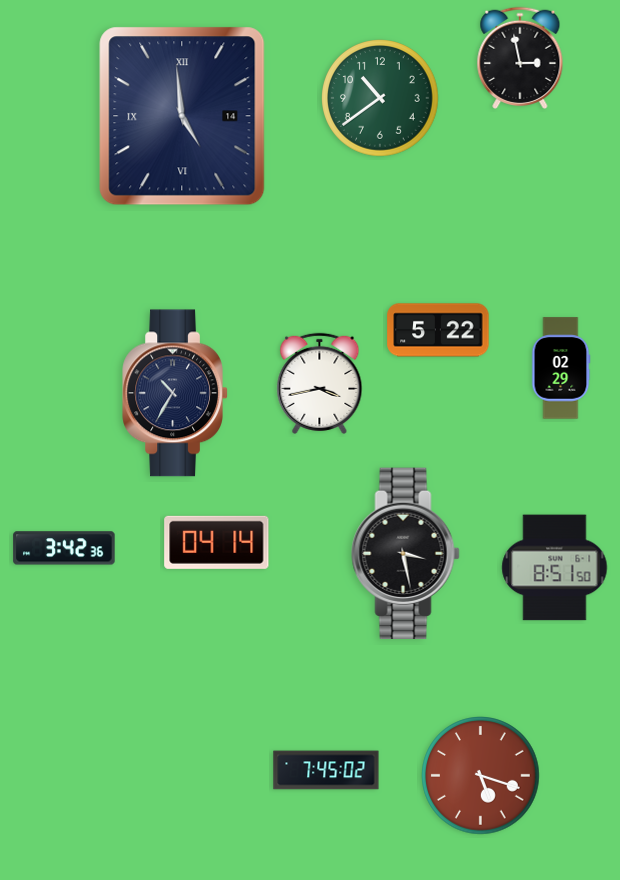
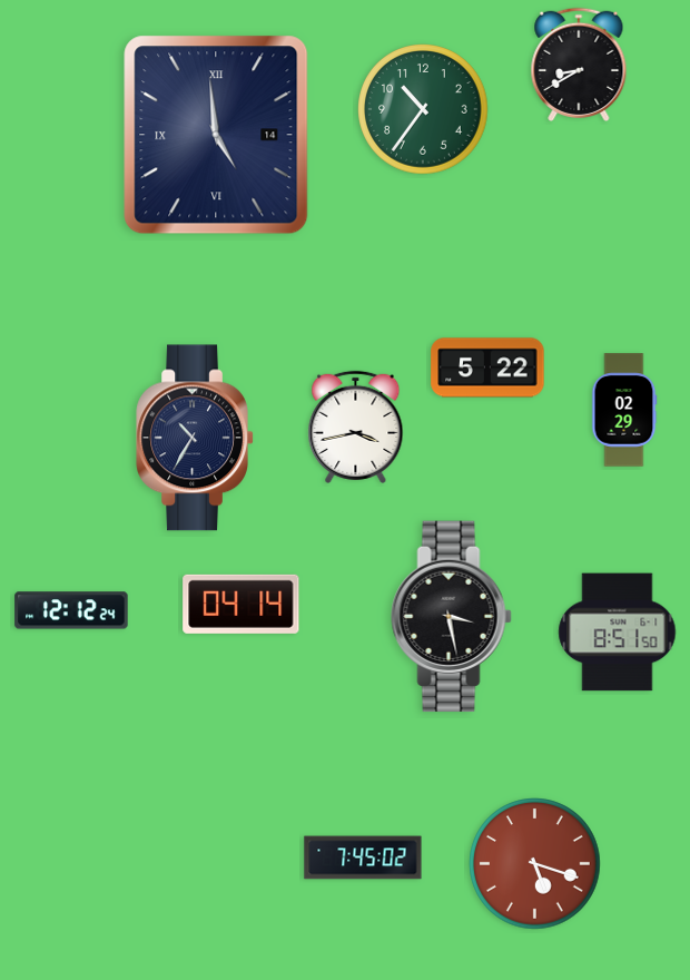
clock at (520, 58): 2:58 -> 8:40
clock at (380, 98): 10:39 -> 10:36
clock at (182, 116) position: (182, 116) -> (216, 135)
clock at (64, 548): 3:42 -> 12:12
